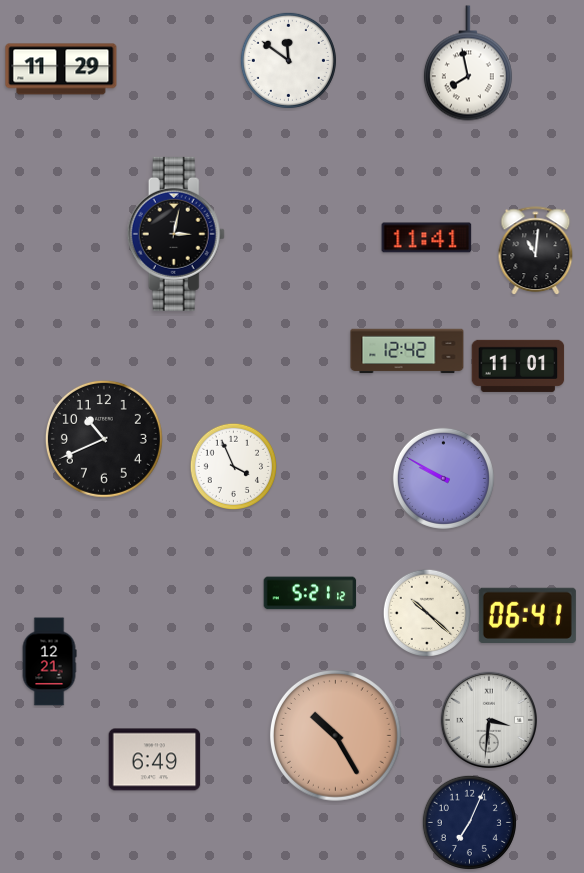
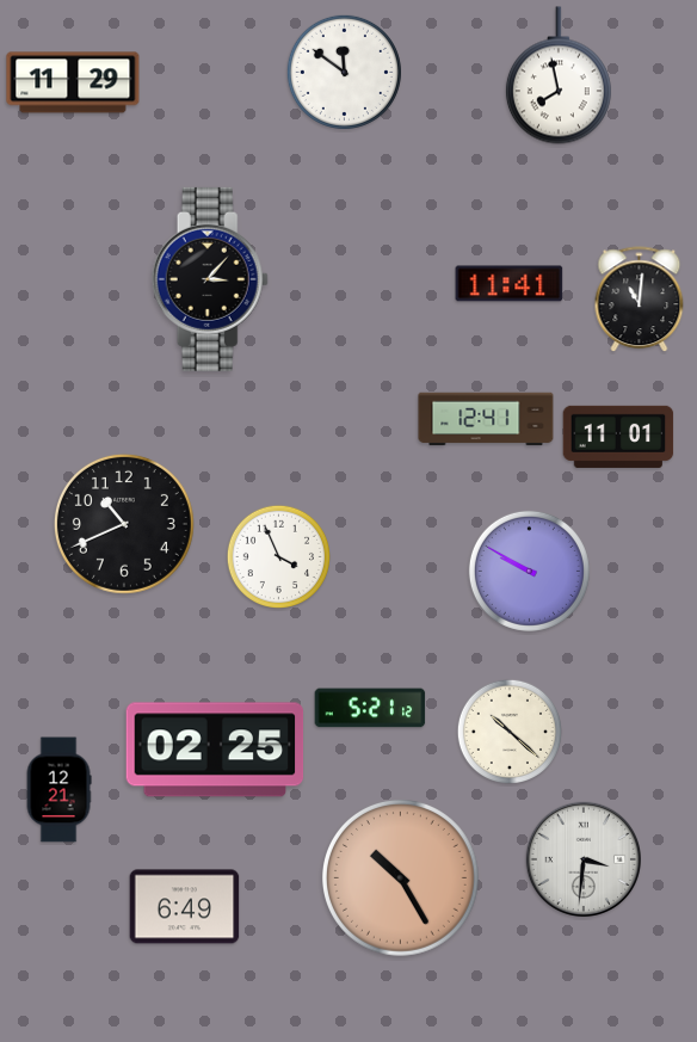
clock at (176, 234): 3:02 -> 3:07
clock at (407, 351): 12:42 -> 12:41
clock at (527, 615): 06:41 -> none
clock at (215, 750): none -> 02:25
clock at (469, 822): 7:04 -> none
